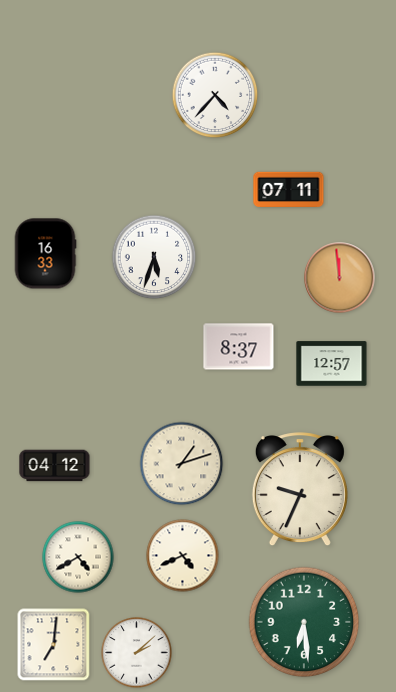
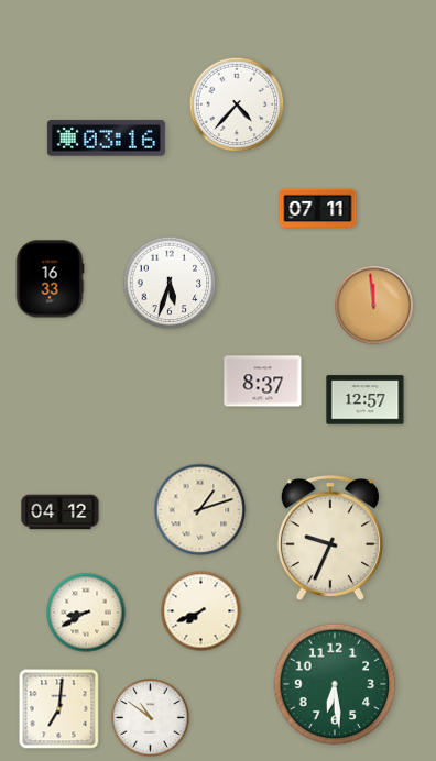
clock at (106, 139): none -> 03:16
clock at (183, 556): 4:41 -> 7:41
clock at (78, 557): 4:40 -> 8:40
clock at (137, 653): 2:08 -> 10:51
